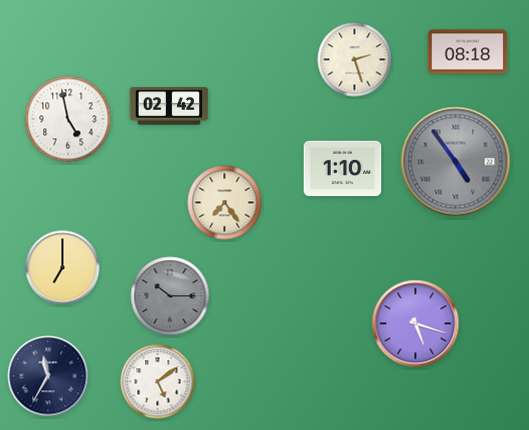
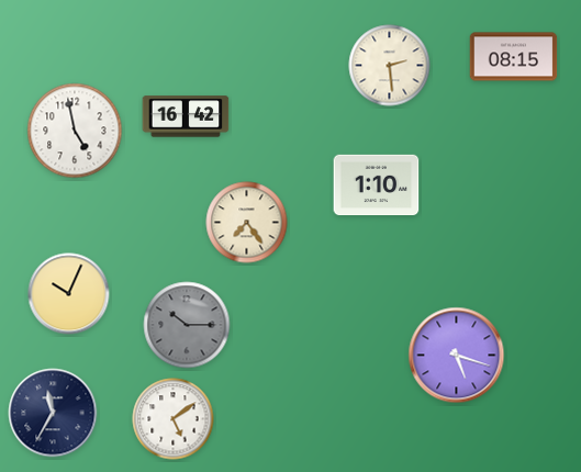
clock at (468, 52): 08:18 -> 08:15
clock at (355, 60): 2:27 -> 2:29
clock at (169, 106): 02:42 -> 16:42
clock at (456, 162): 4:54 -> none
clock at (63, 268): 7:00 -> 10:04
